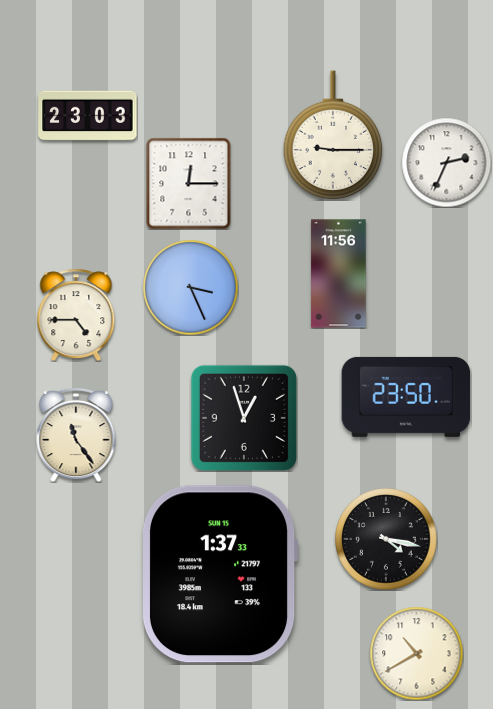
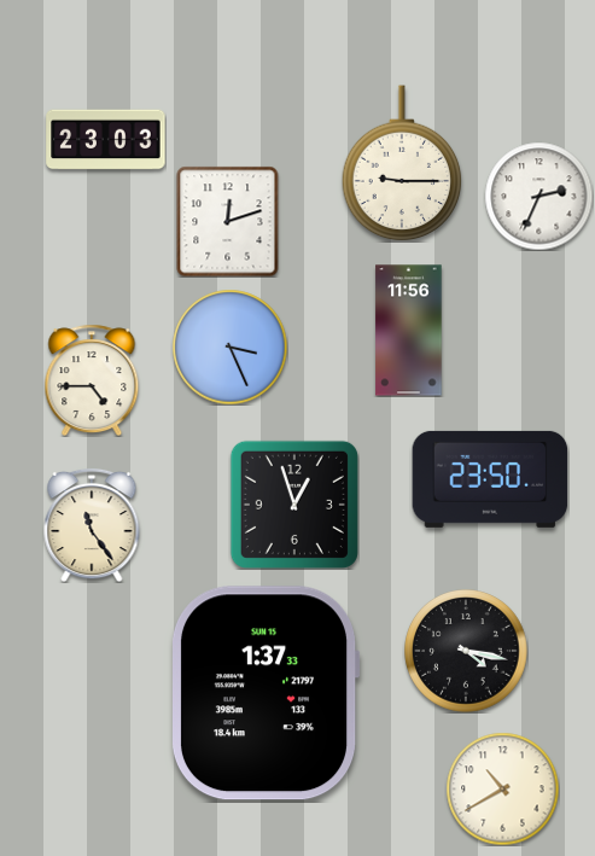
clock at (189, 183): 12:15 -> 12:12
